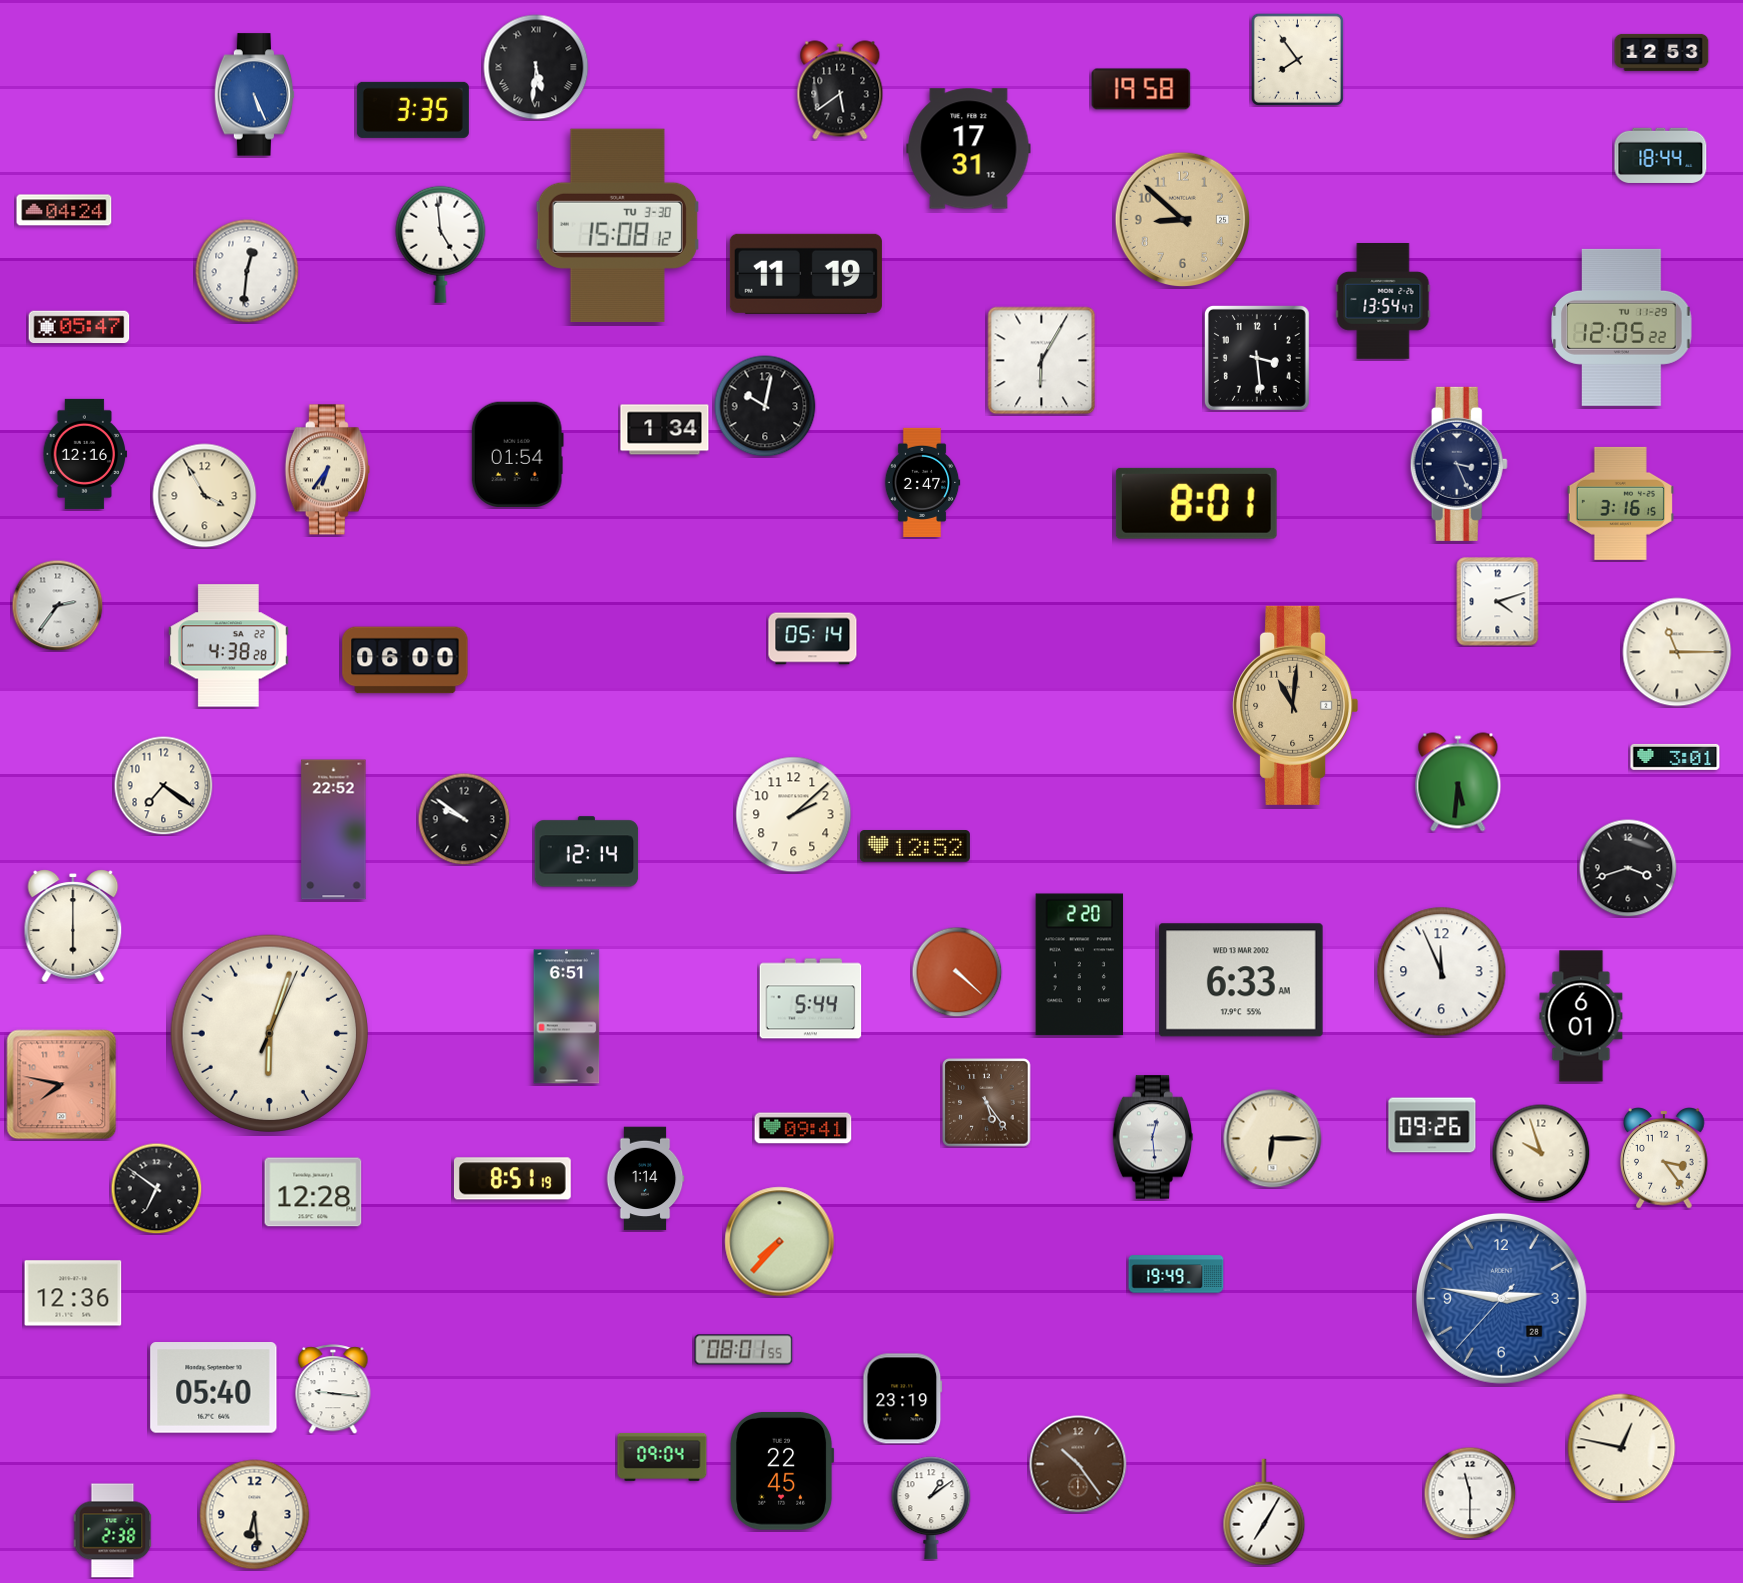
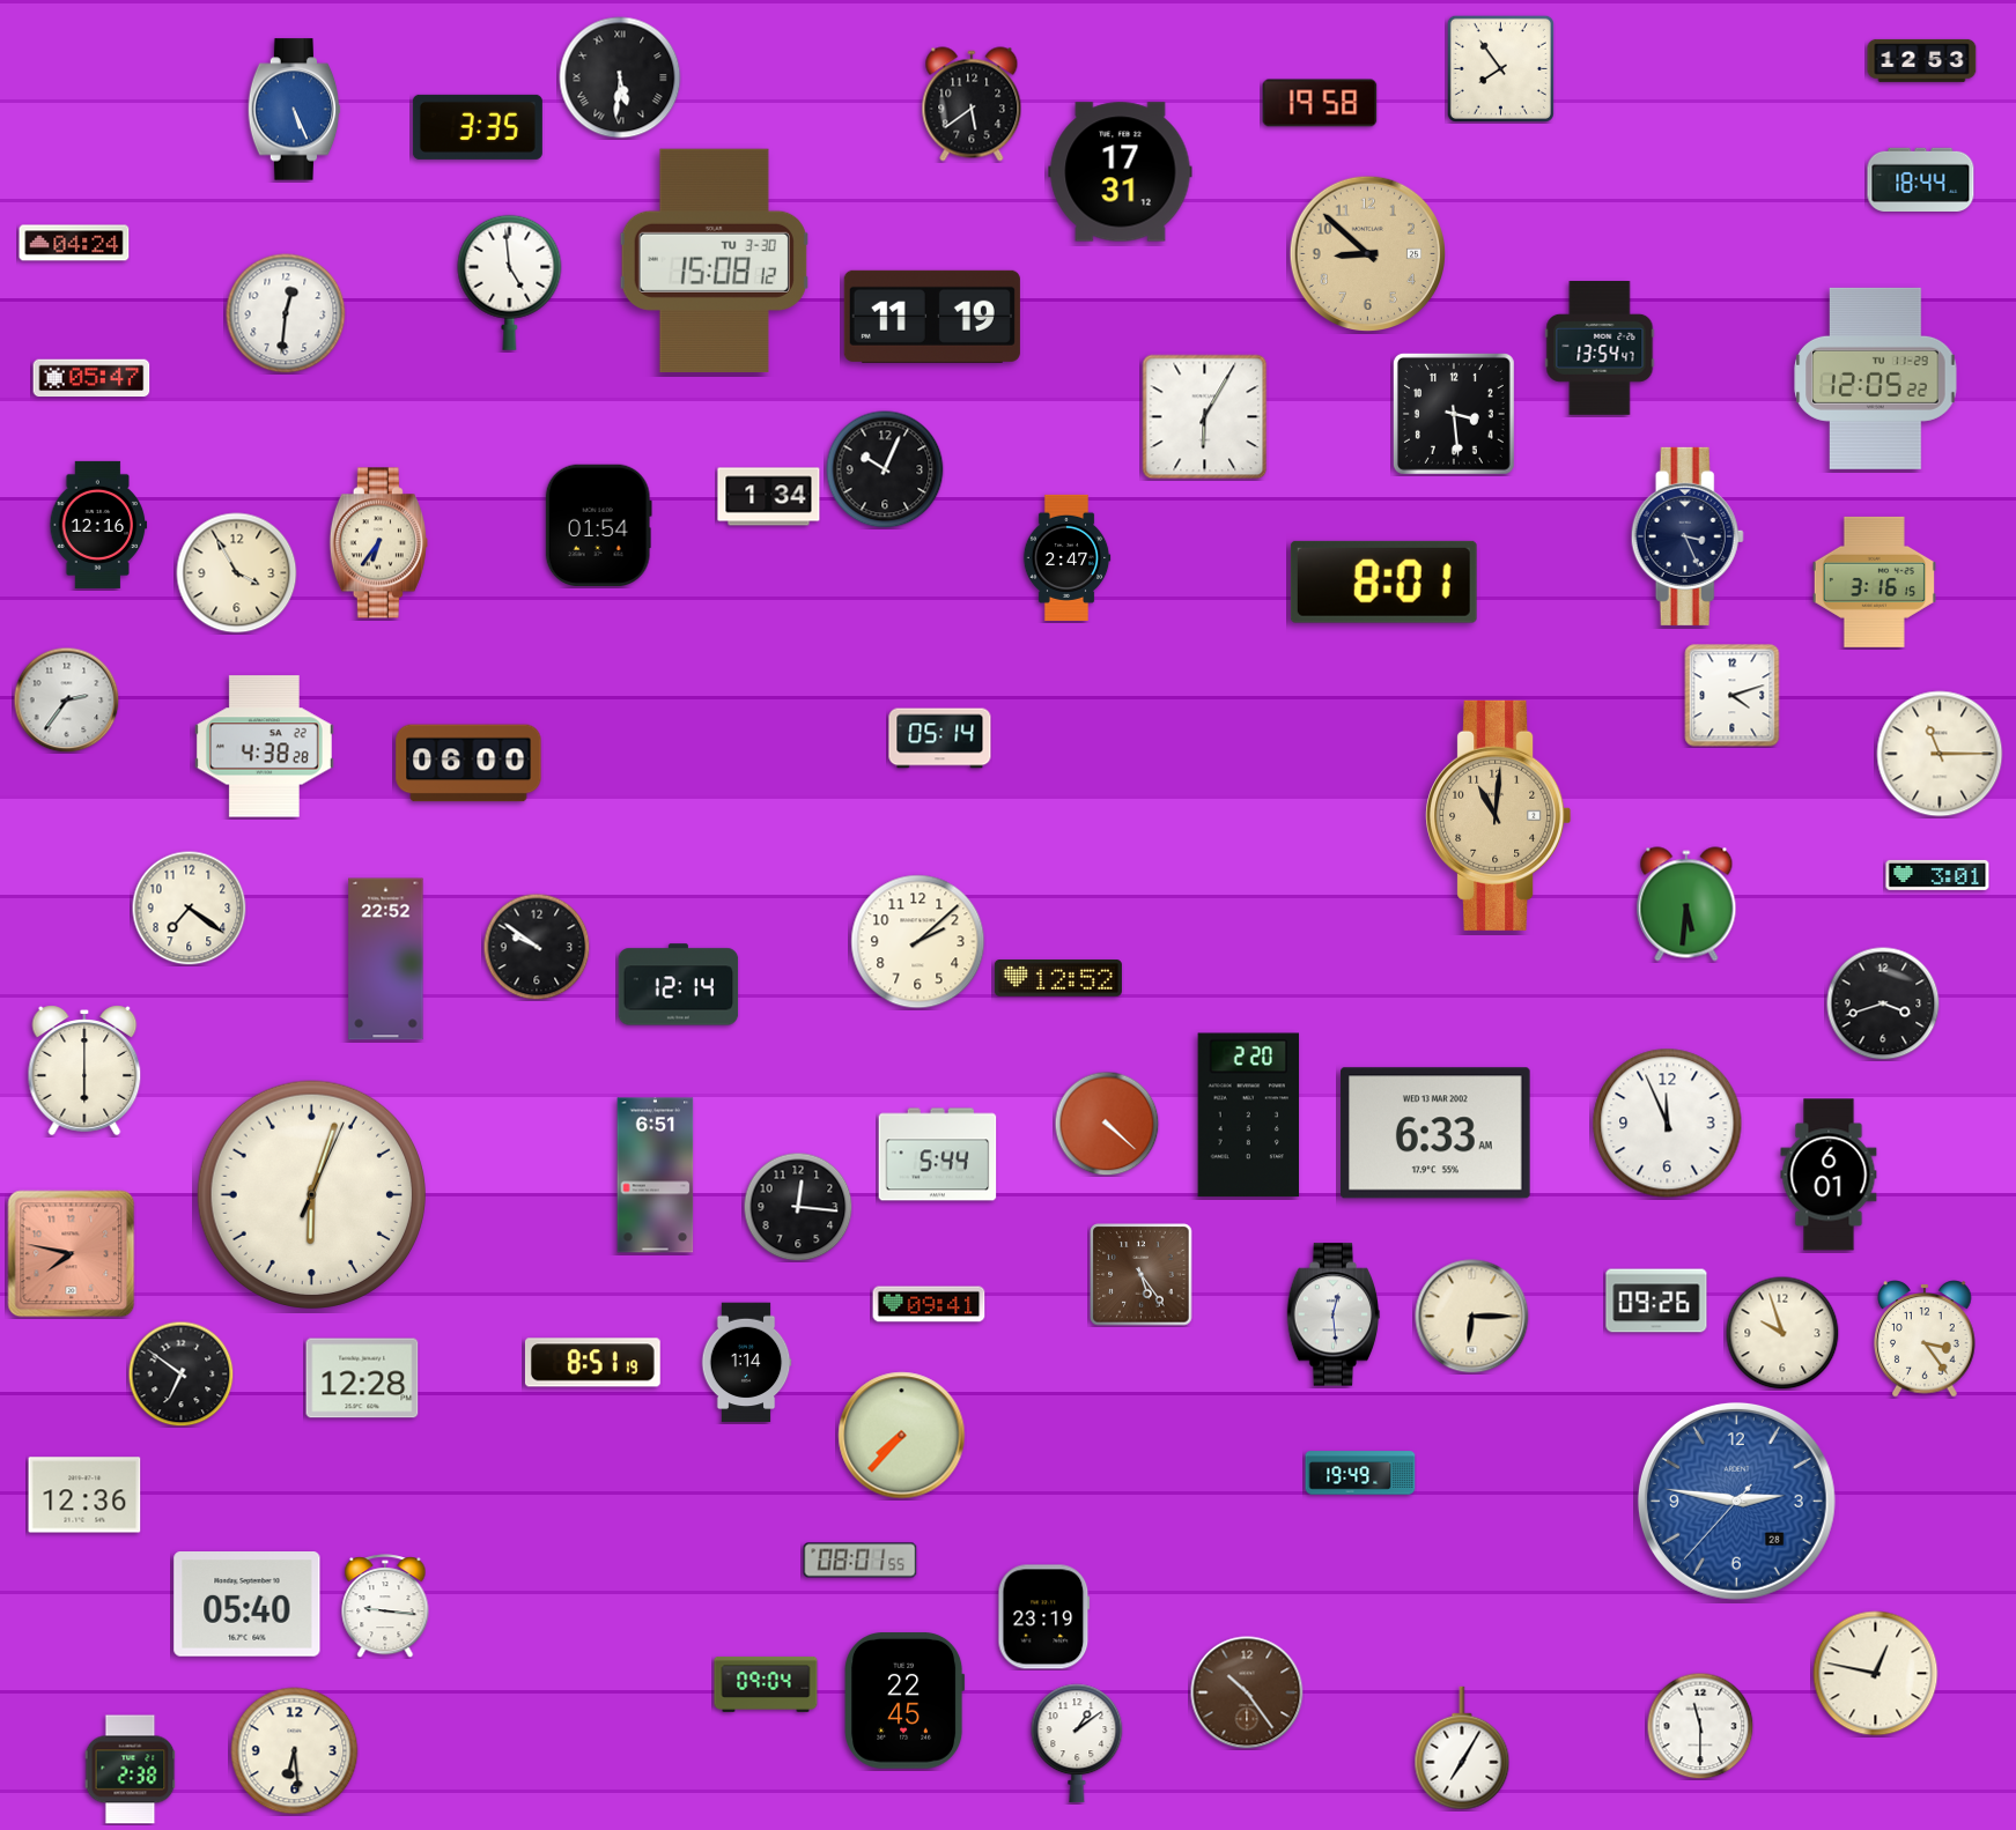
clock at (765, 406): 10:02 -> 10:04
clock at (798, 1207): none -> 12:16
